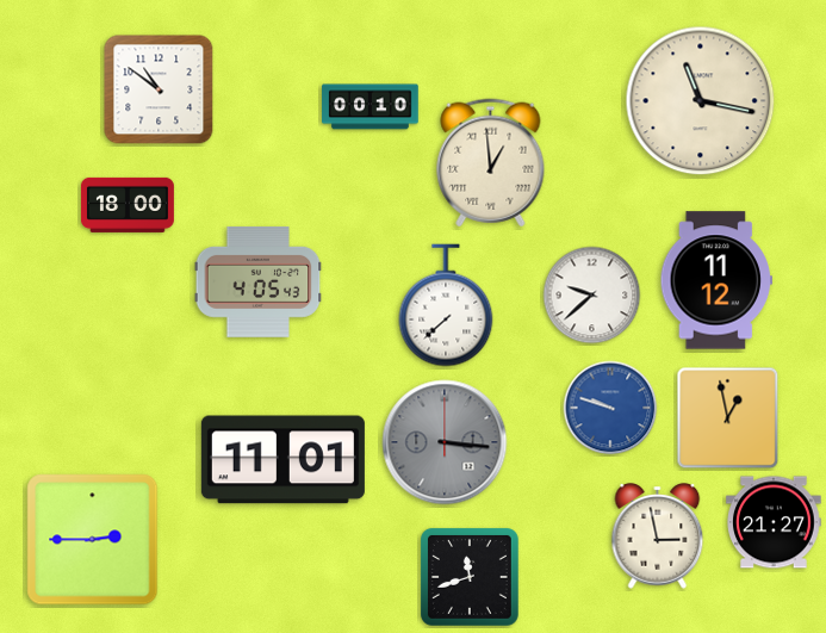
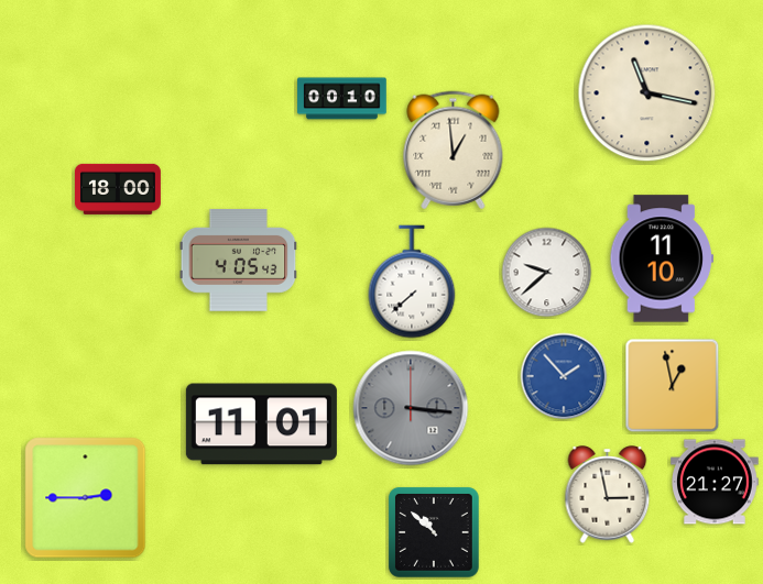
clock at (159, 89): 10:51 -> none
clock at (716, 280): 11:12 -> 11:10
clock at (610, 408): 9:48 -> 1:53
clock at (470, 577): 11:42 -> 10:52
